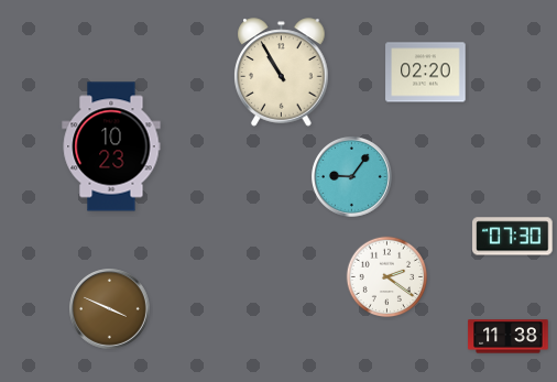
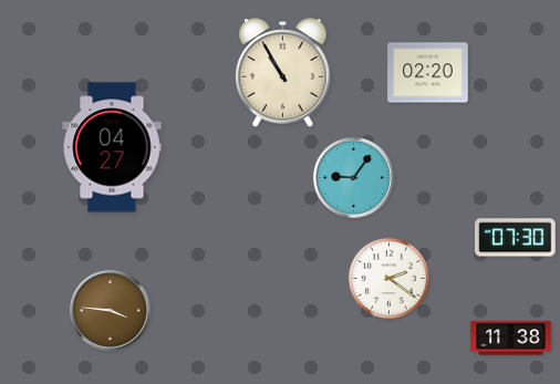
clock at (111, 146): 10:23 -> 04:27
clock at (110, 309): 3:49 -> 3:46
